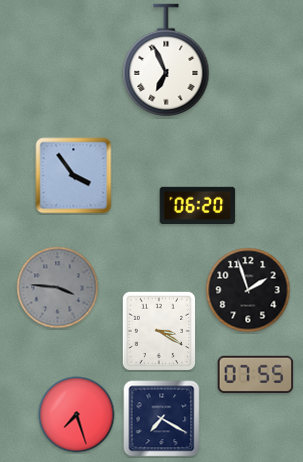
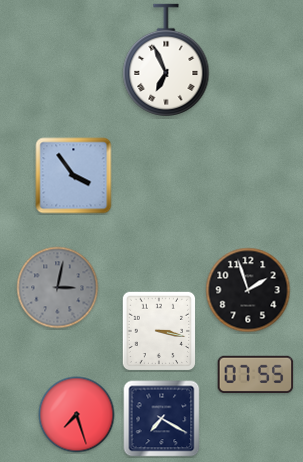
clock at (198, 205): 06:20 -> none
clock at (58, 288): 3:46 -> 3:02
clock at (159, 331): 3:20 -> 3:17
